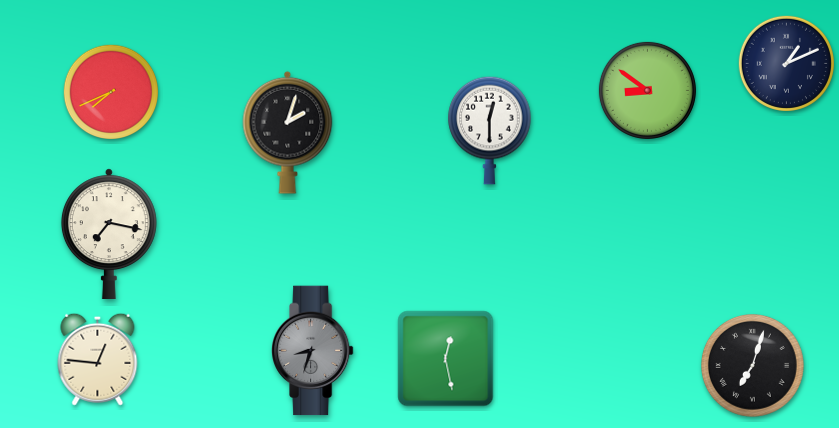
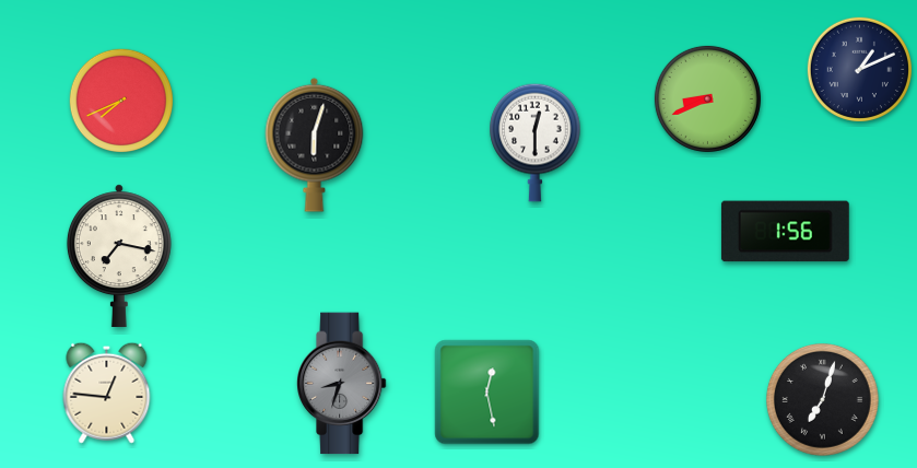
clock at (647, 90): 8:51 -> 8:41
clock at (288, 132): 2:03 -> 6:03
clock at (785, 232): none -> 1:56
